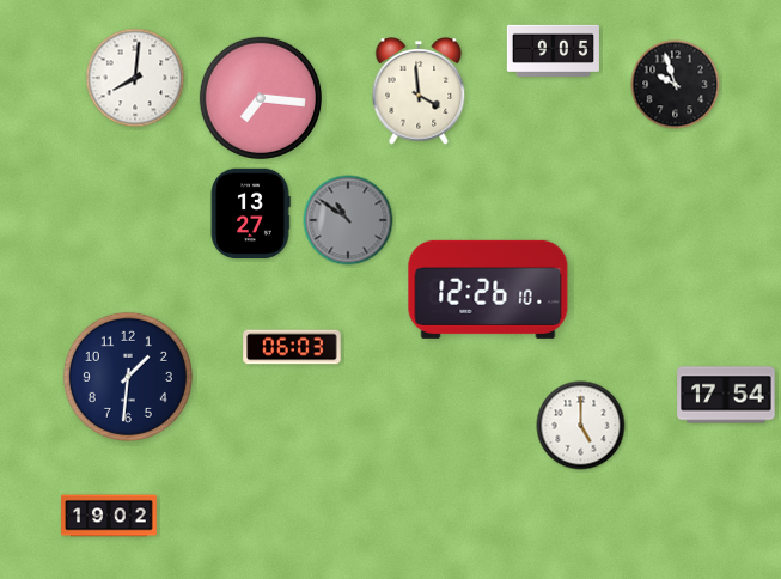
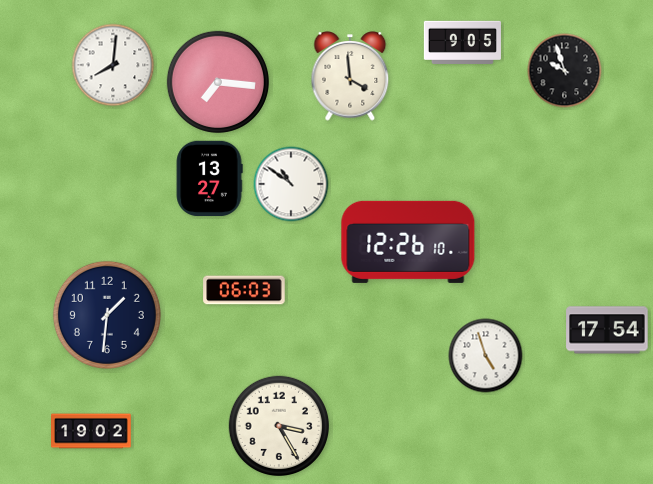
clock at (348, 220) dial: grey -> white
clock at (581, 426): 5:00 -> 4:57
clock at (278, 425): none -> 3:25
